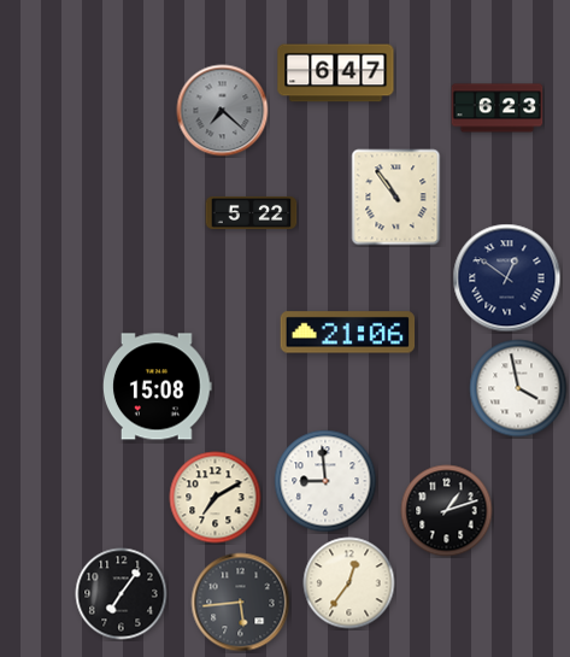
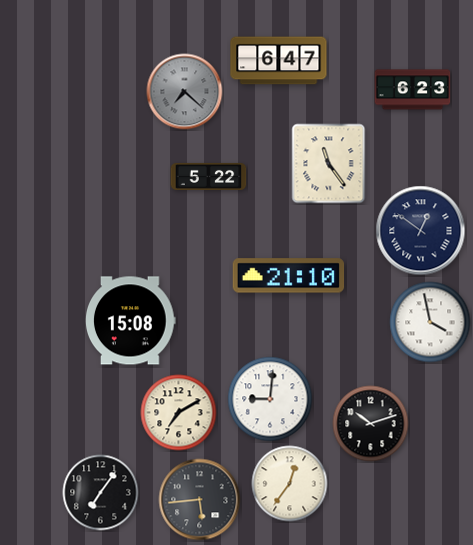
clock at (396, 198): 10:54 -> 11:24
clock at (348, 333): 21:06 -> 21:10
clock at (325, 481): 8:59 -> 9:01
clock at (447, 511): 1:12 -> 10:12
